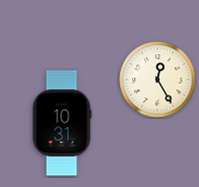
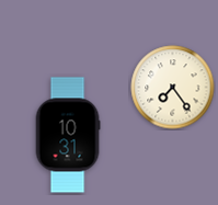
clock at (158, 80): 12:25 -> 7:24
